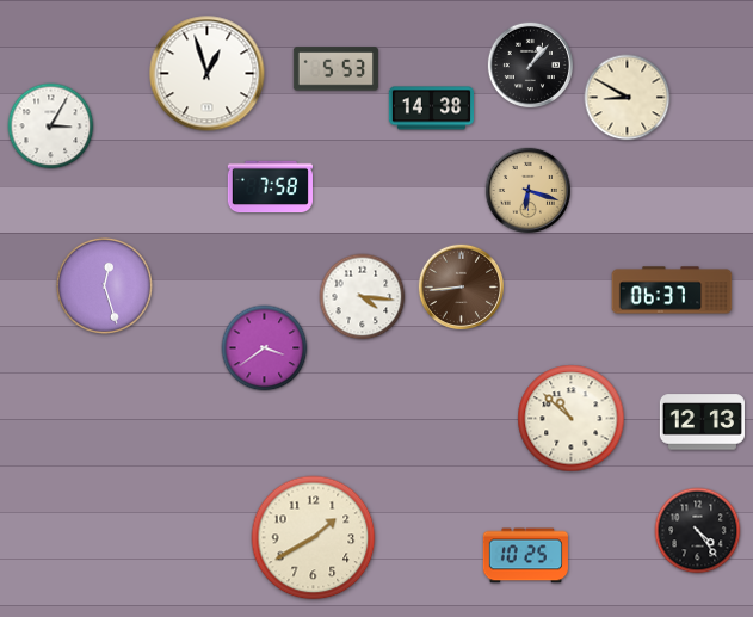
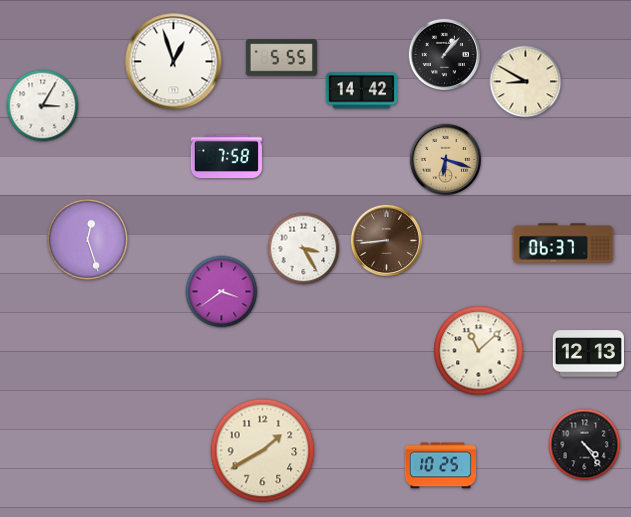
clock at (335, 69): 5:53 -> 5:55
clock at (431, 109): 14:38 -> 14:42
clock at (527, 190) position: (527, 190) -> (445, 159)
clock at (363, 297): 4:16 -> 3:25
clock at (572, 419): 10:52 -> 11:08
